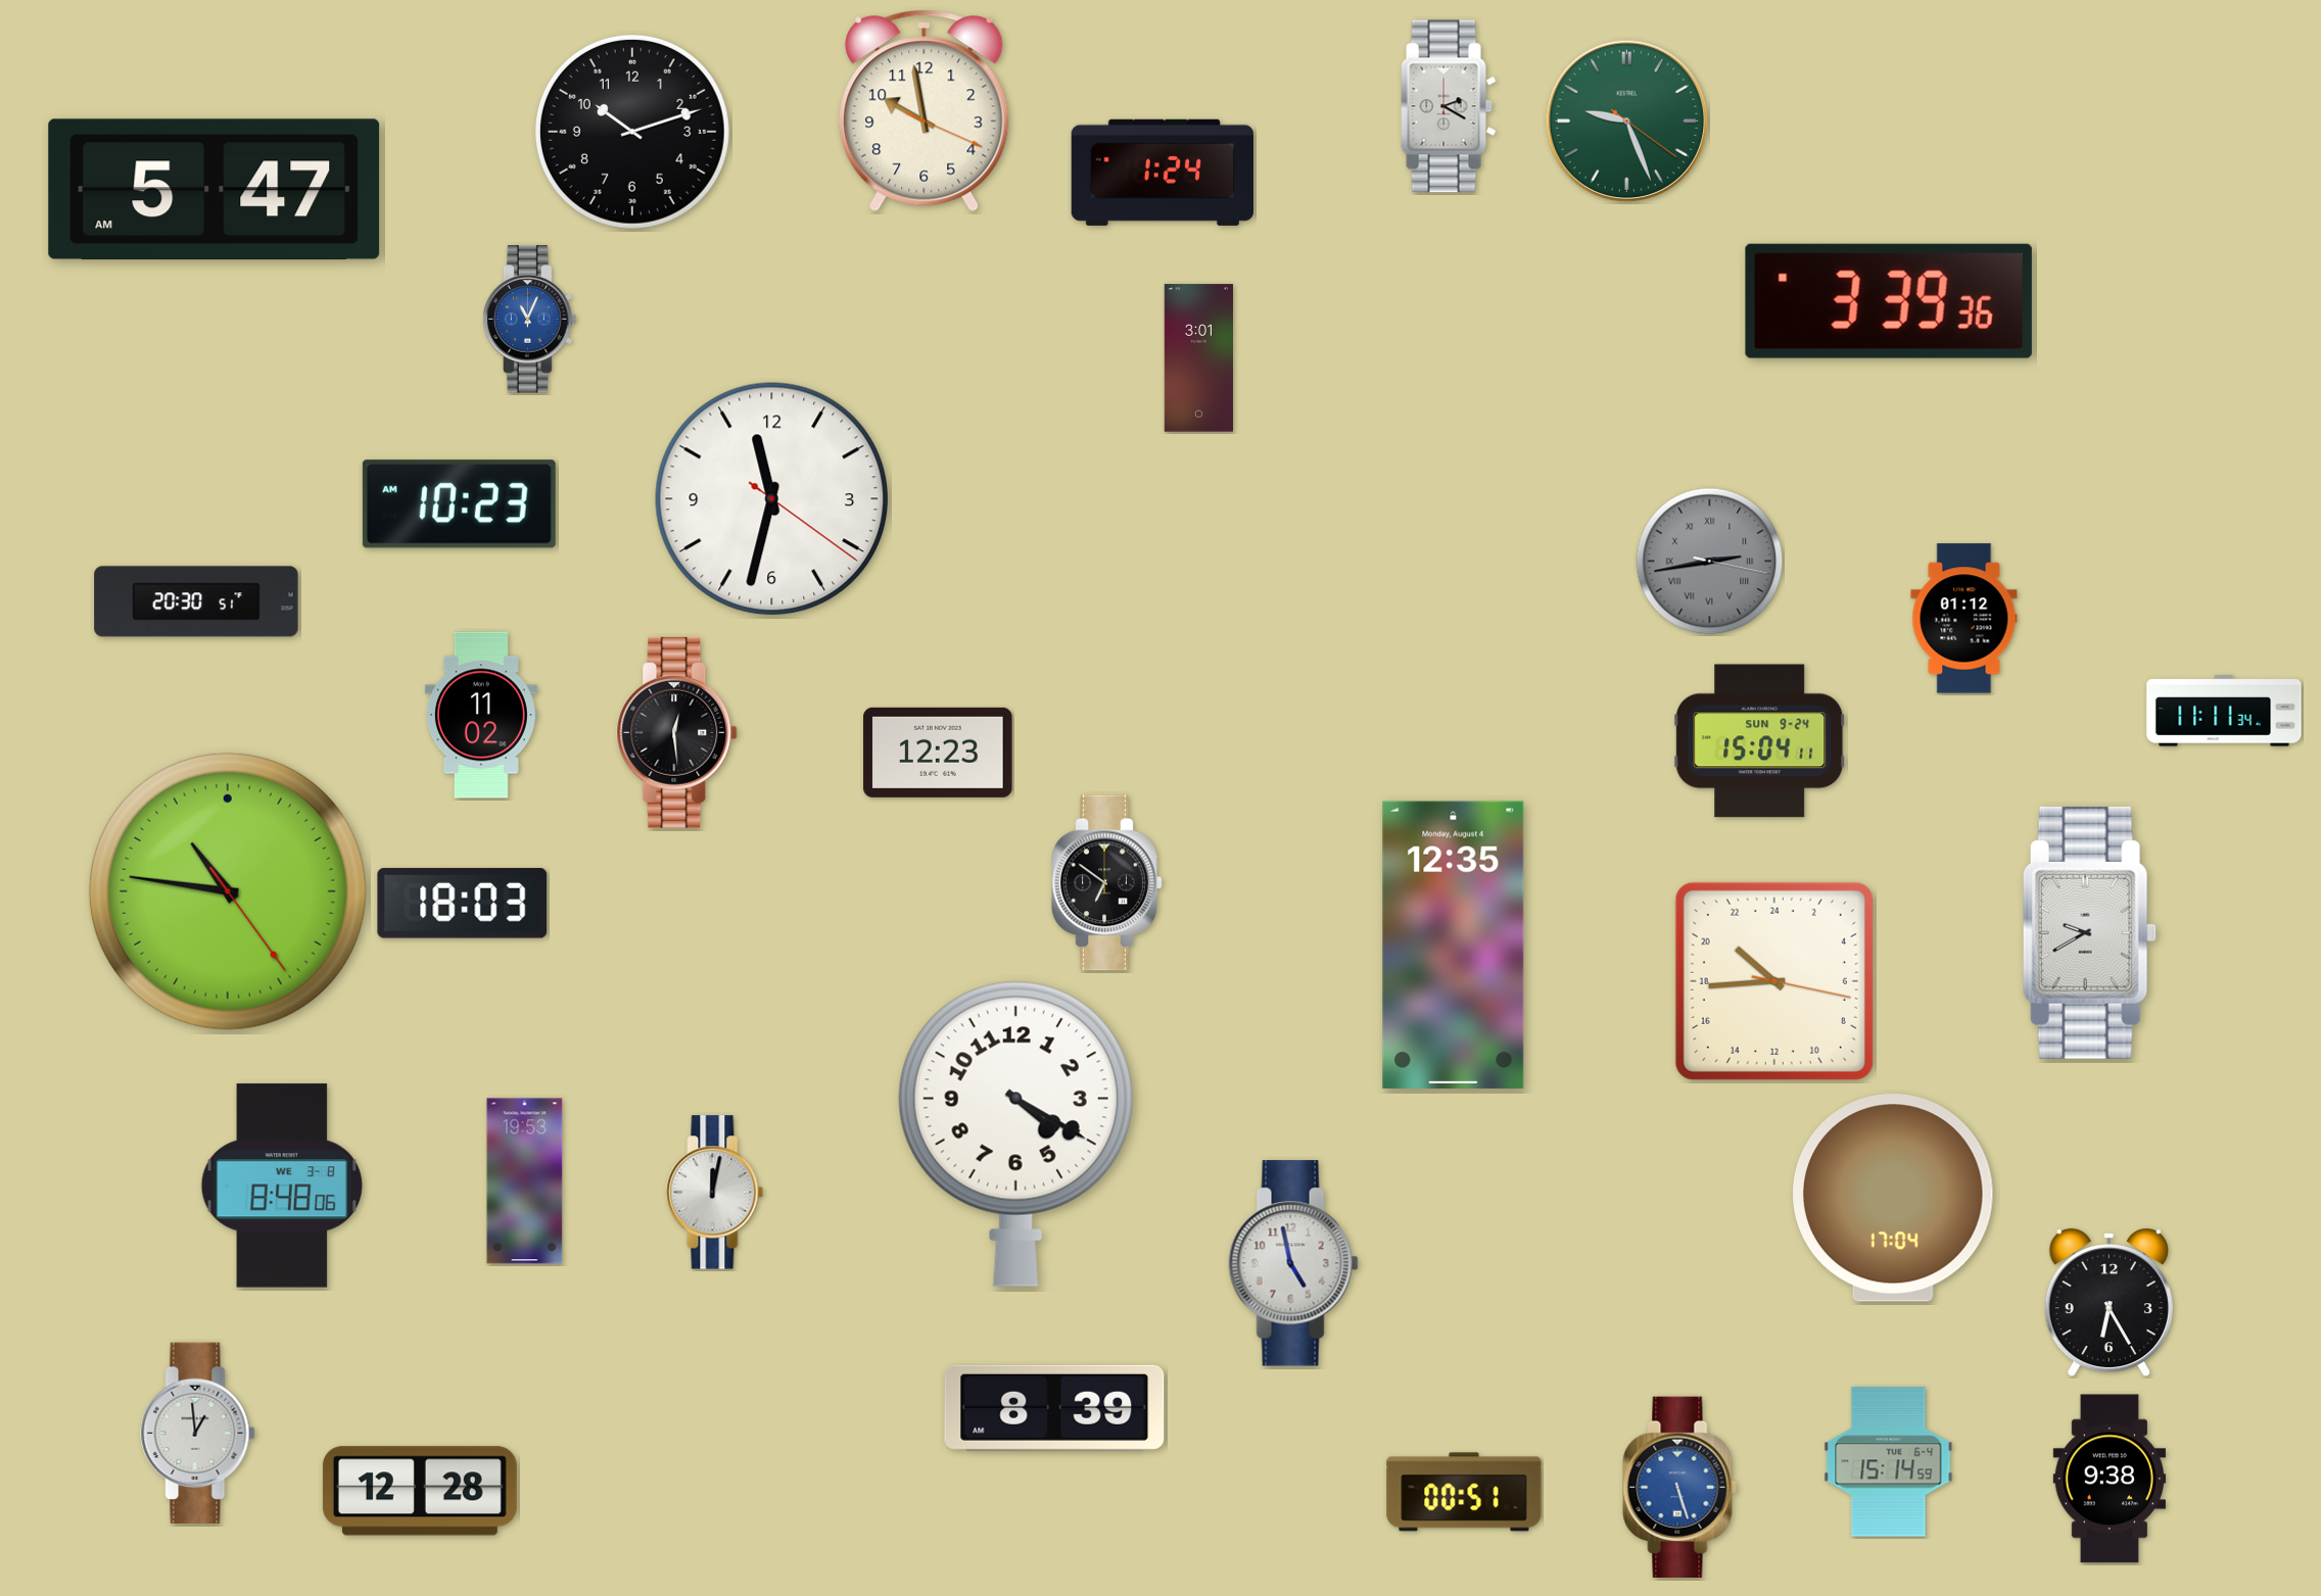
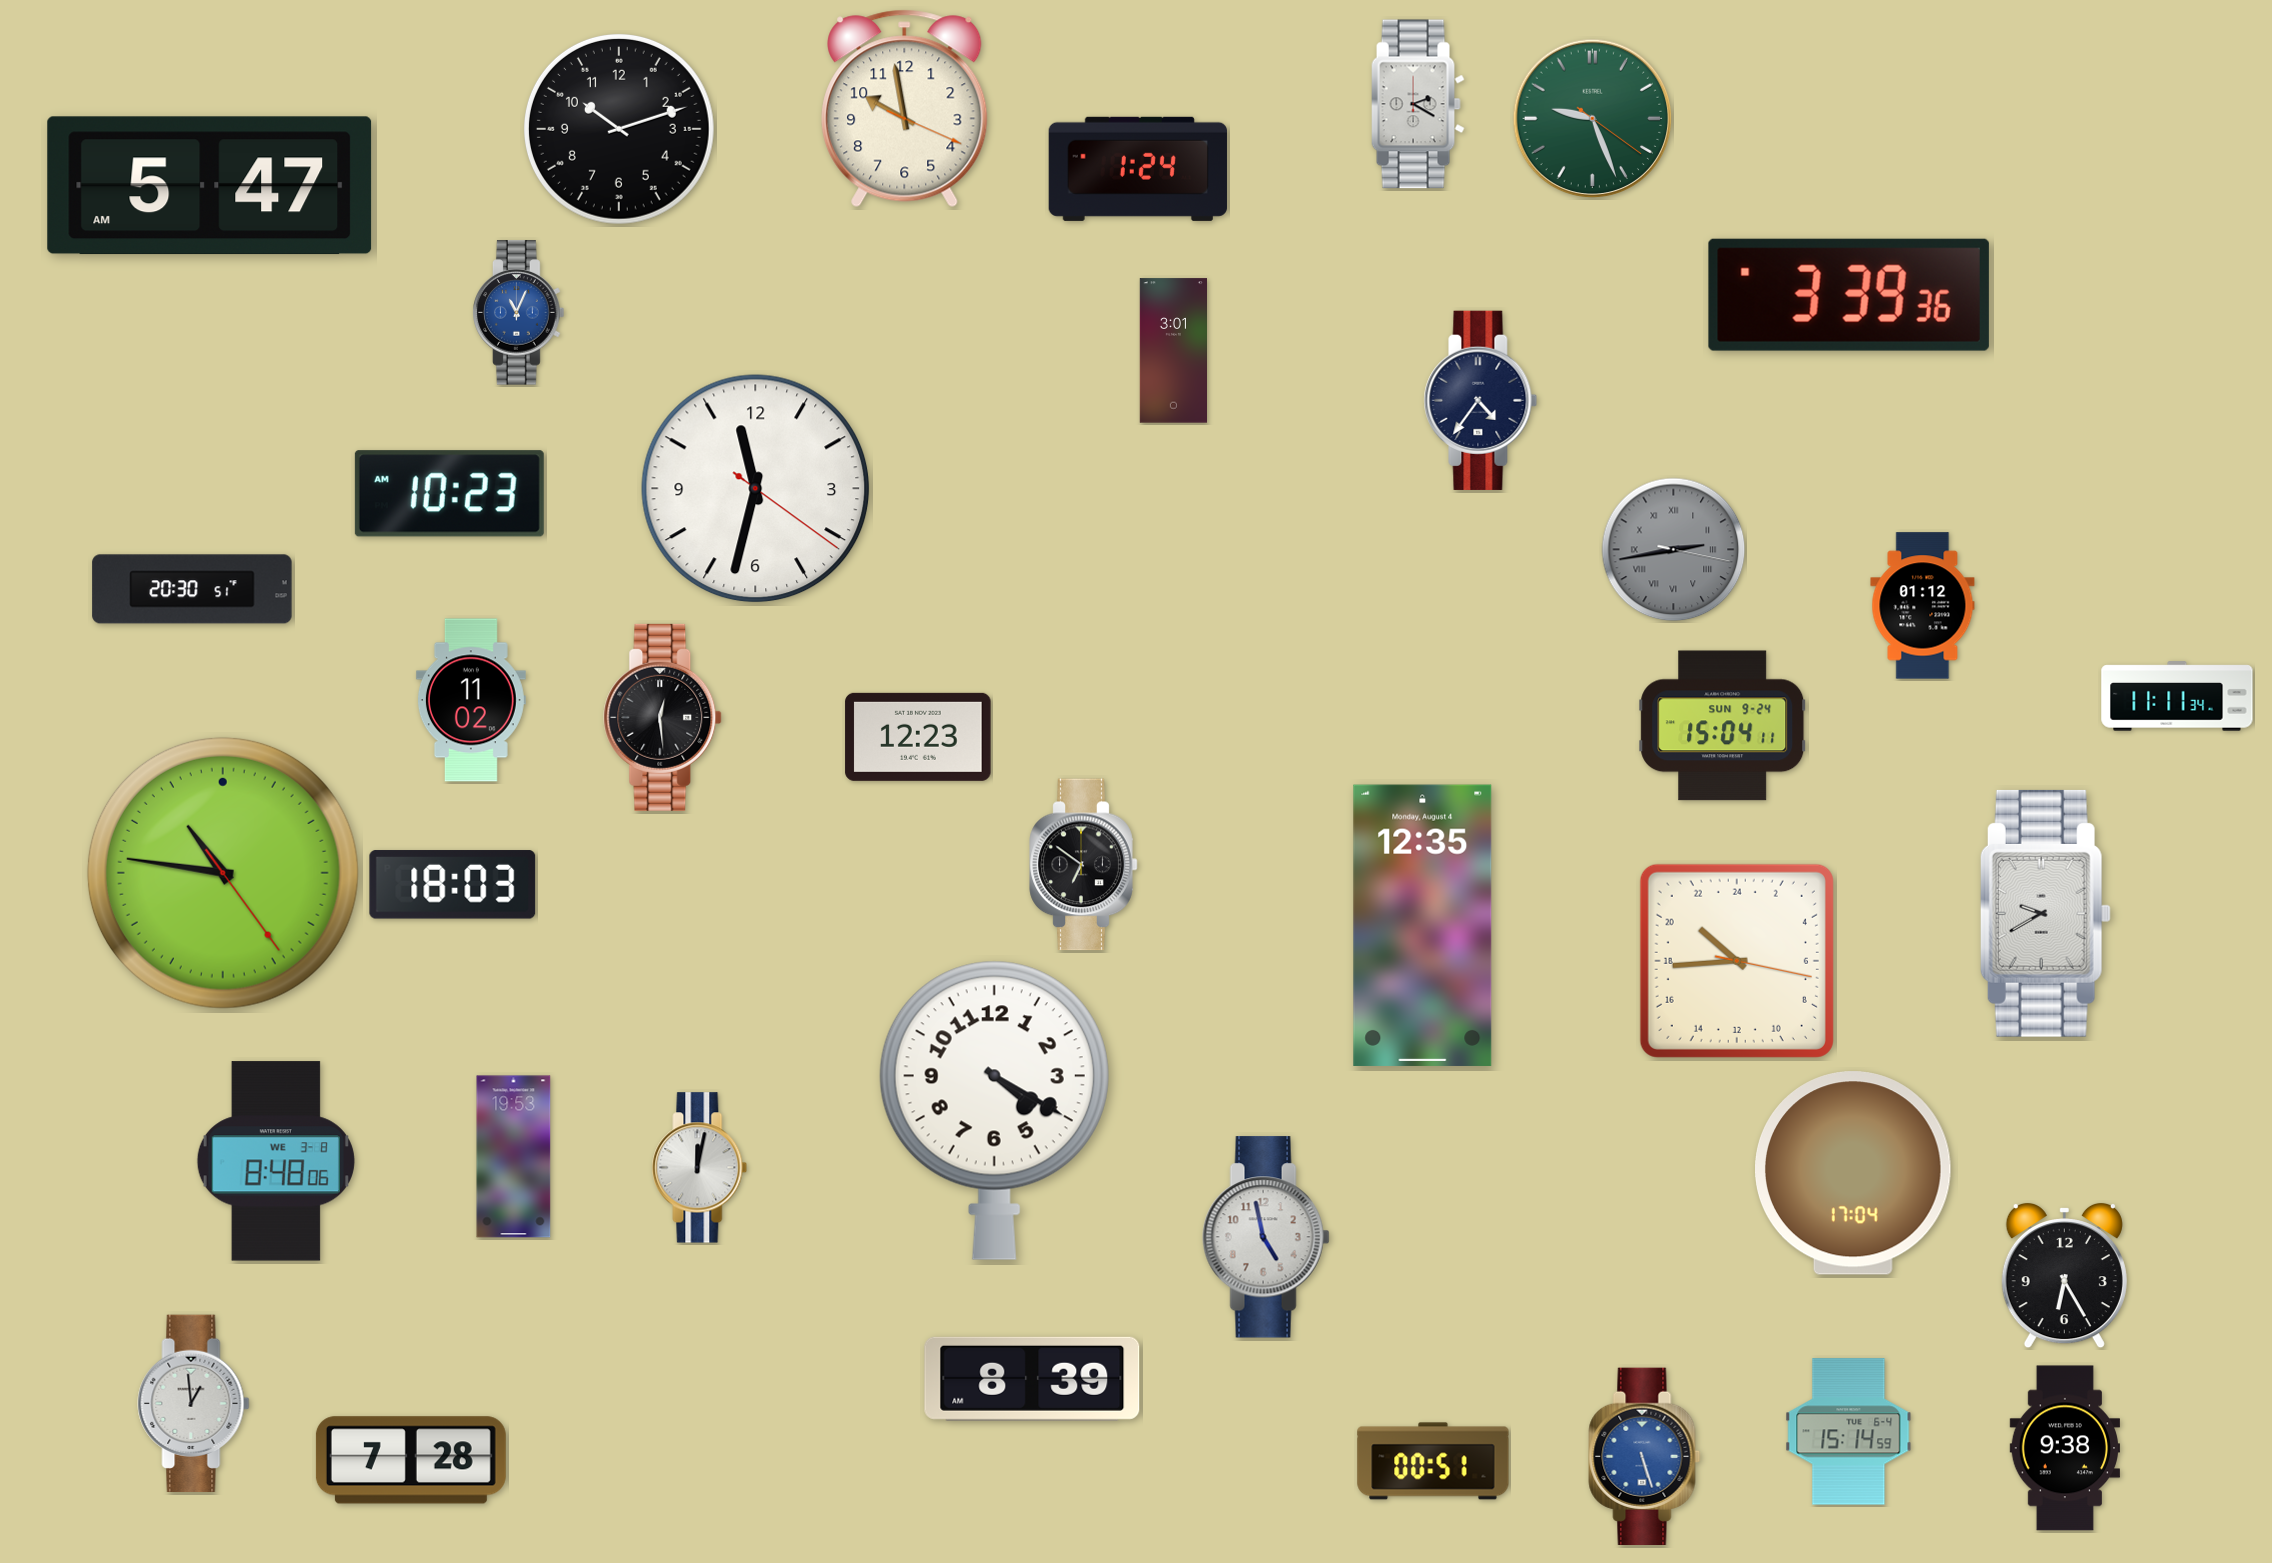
clock at (1481, 400): none -> 4:36
clock at (420, 1491): 12:28 -> 7:28
